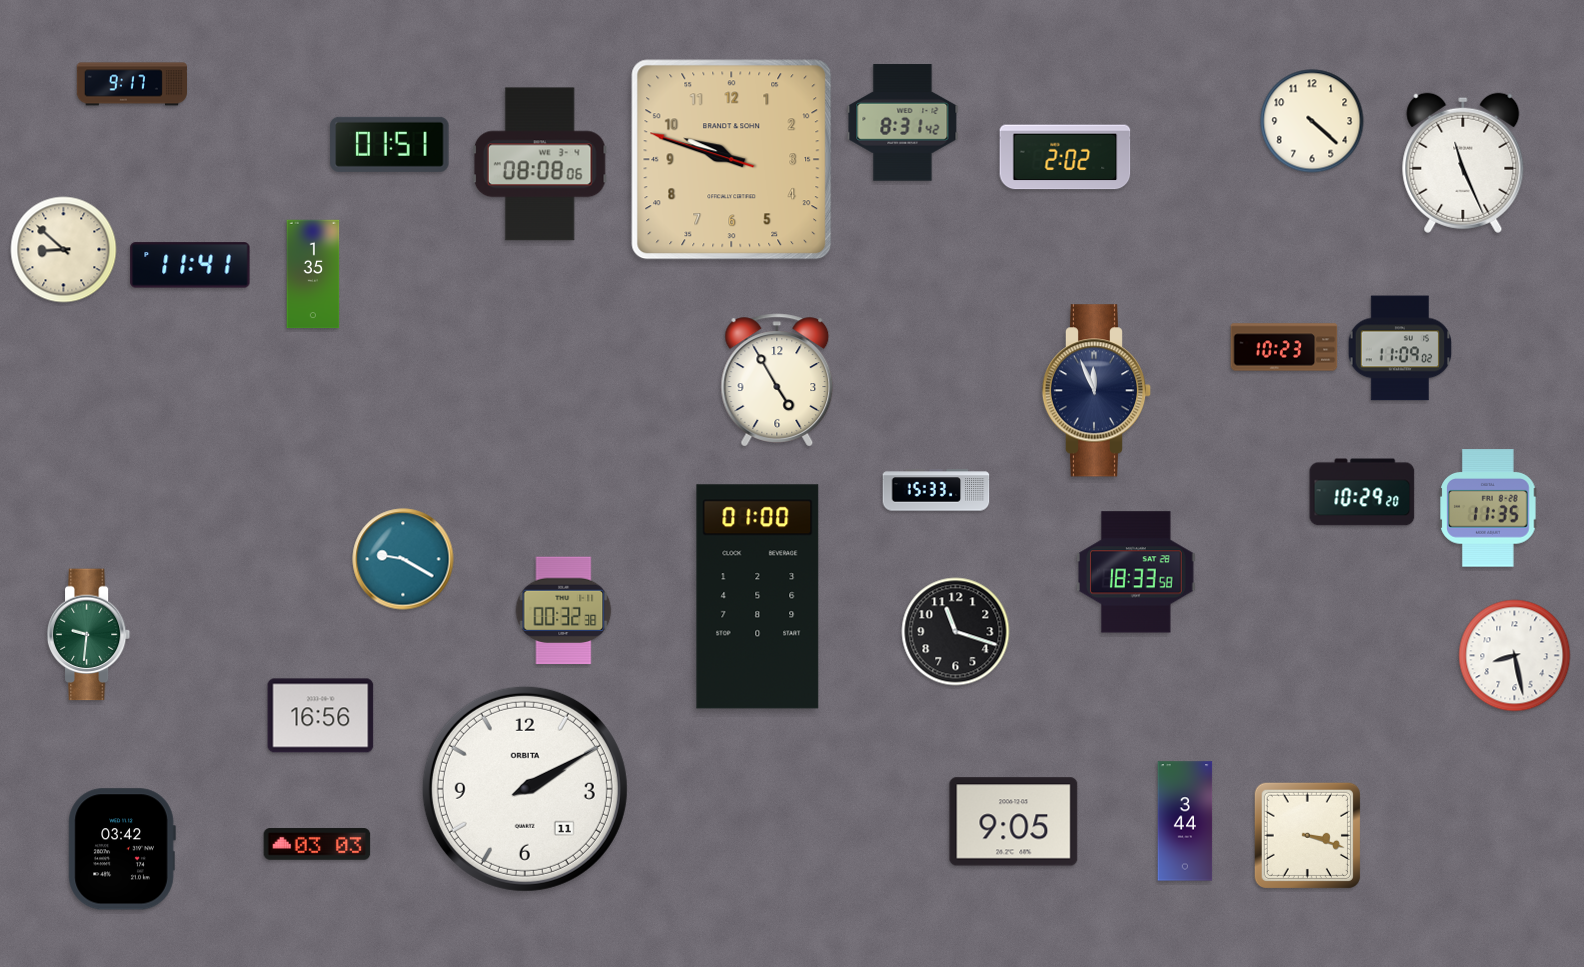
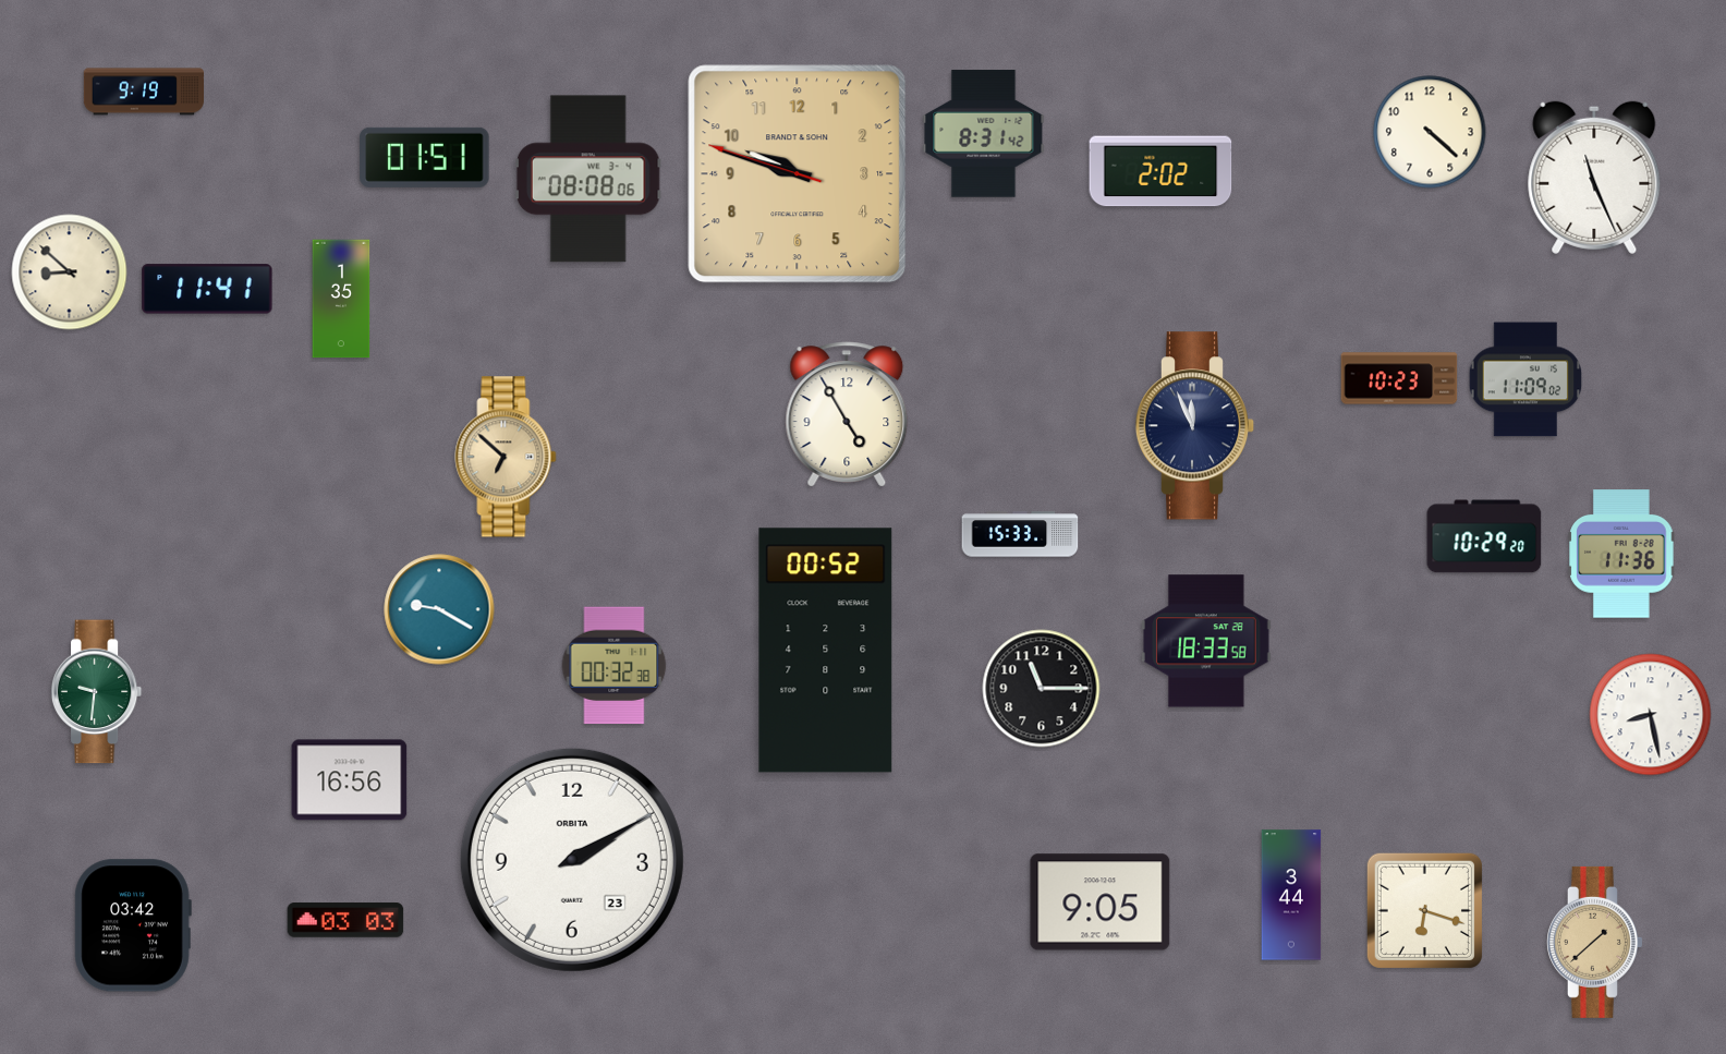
clock at (131, 84): 9:17 -> 9:19
clock at (506, 457): none -> 6:52
clock at (1488, 508): 11:35 -> 11:36
clock at (1136, 572) position: (1136, 572) -> (1206, 641)
clock at (758, 597): 01:00 -> 00:52
clock at (956, 632): 11:18 -> 11:15
clock at (525, 789) date: 11 -> 23
clock at (1014, 822) position: (1014, 822) -> (1101, 902)
clock at (1307, 835): 3:18 -> 6:18
clock at (1595, 942): none -> 1:38
